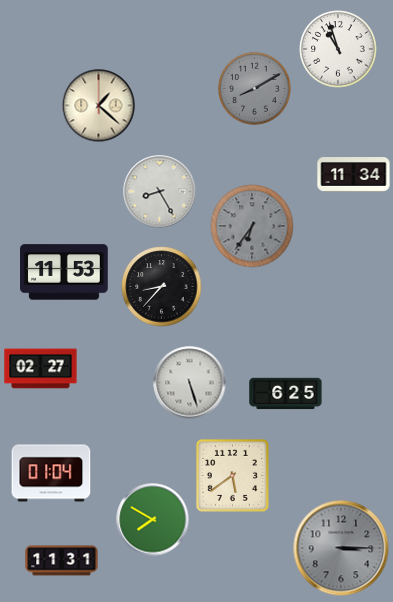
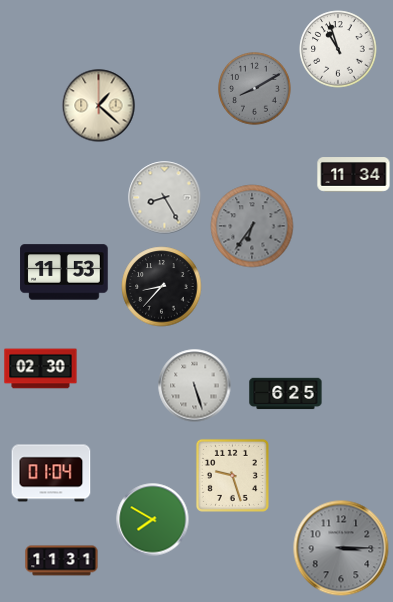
clock at (160, 192) position: (160, 192) -> (165, 198)
clock at (41, 369): 02:27 -> 02:30
clock at (190, 383) position: (190, 383) -> (195, 386)
clock at (232, 475): 5:39 -> 9:27
